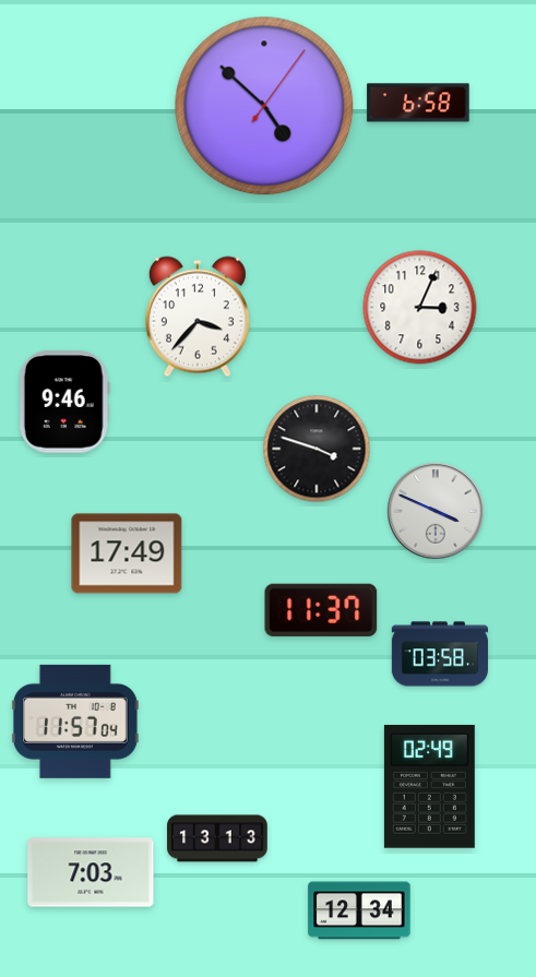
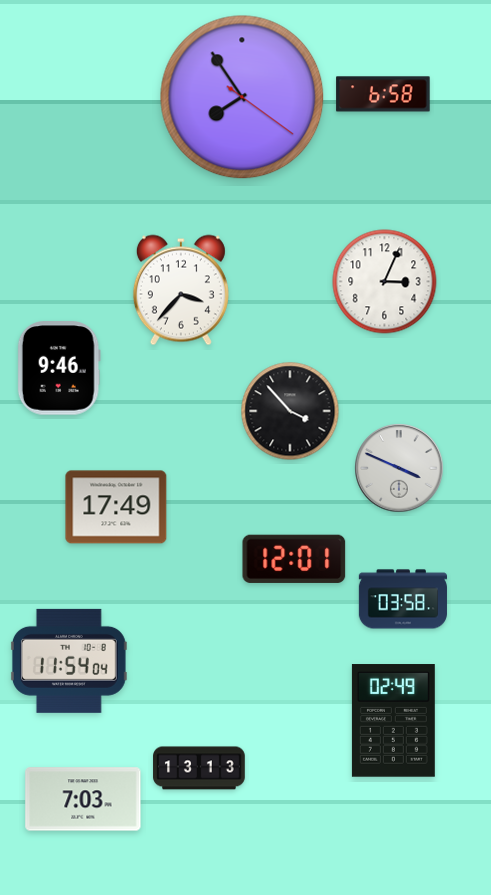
clock at (264, 106): 4:52 -> 7:54
clock at (317, 449): 3:48 -> 3:53
clock at (321, 610): 11:37 -> 12:01
clock at (75, 722): 11:57 -> 11:54
clock at (359, 910): 12:34 -> none
